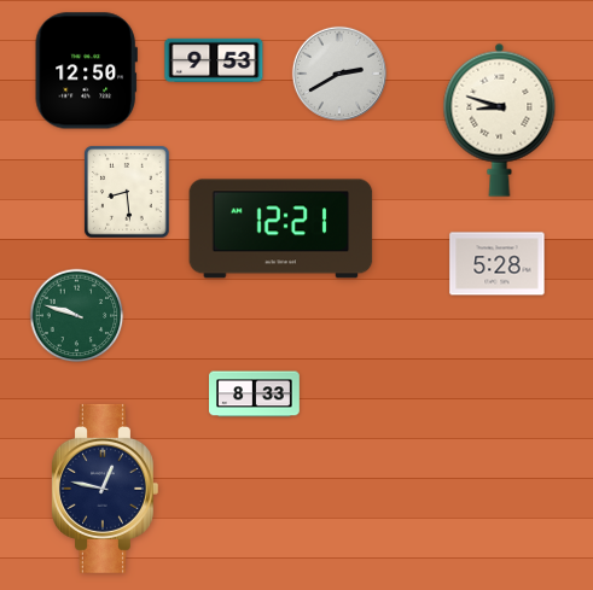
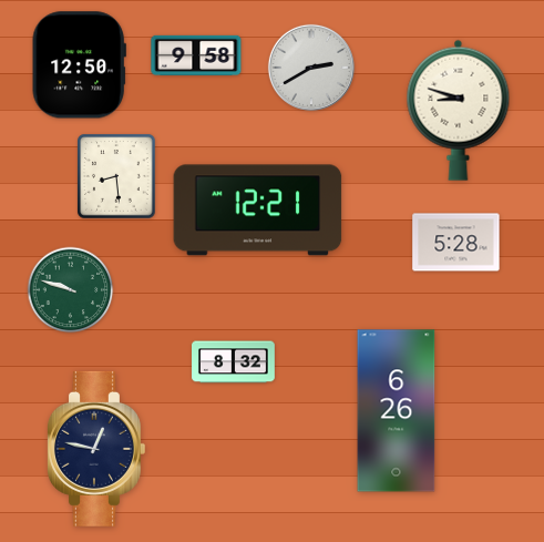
clock at (214, 60): 9:53 -> 9:58
clock at (255, 395): 8:33 -> 8:32
clock at (397, 411): none -> 6:26
